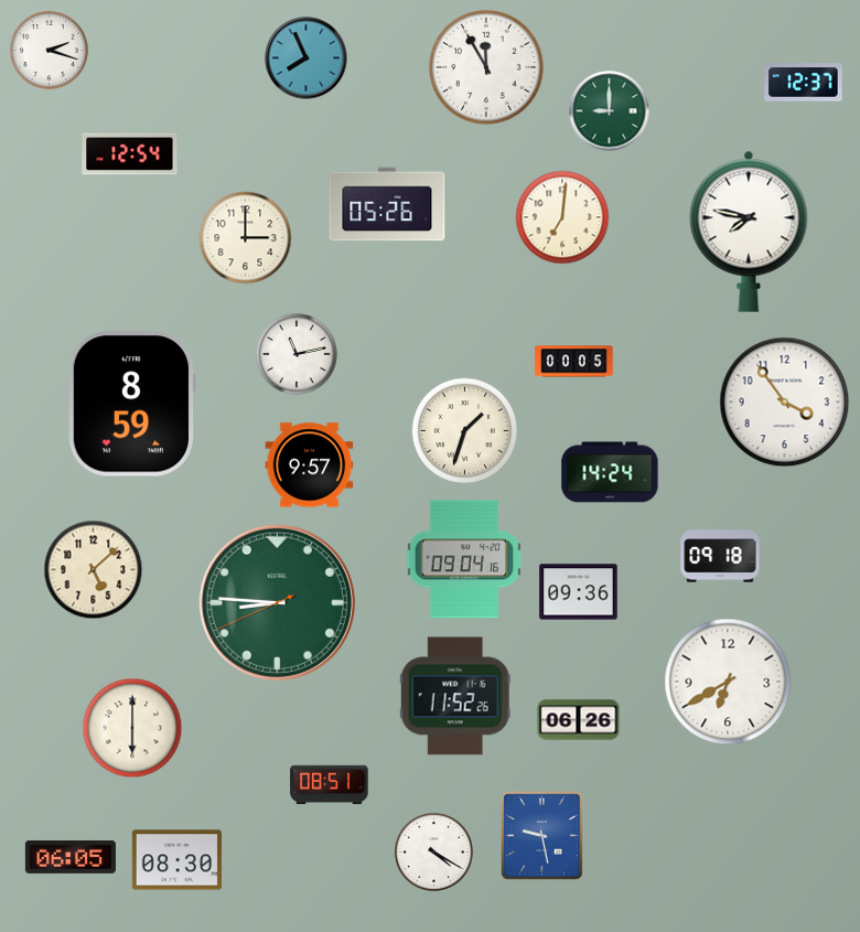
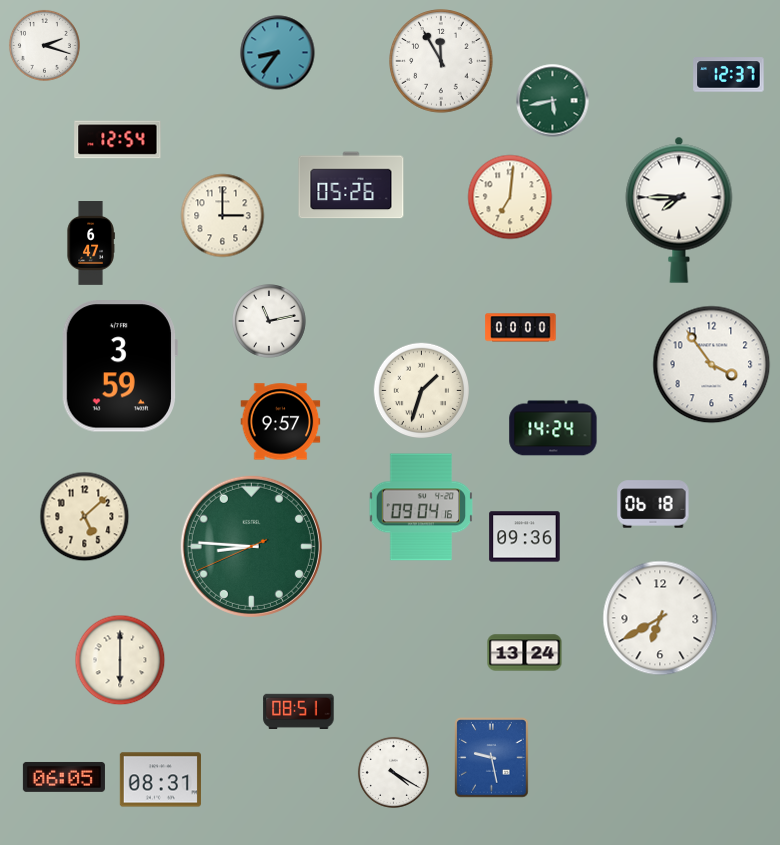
clock at (307, 58): 7:56 -> 8:36
clock at (610, 111): 9:00 -> 5:43
clock at (749, 232): 7:47 -> 7:45
clock at (91, 244): none -> 6:47
clock at (574, 362): 00:05 -> 00:00
clock at (131, 404): 8:59 -> 3:59
clock at (720, 556): 09:18 -> 06:18
clock at (455, 696): 11:52 -> none
clock at (579, 720): 06:26 -> 13:24
clock at (176, 860): 08:30 -> 08:31
